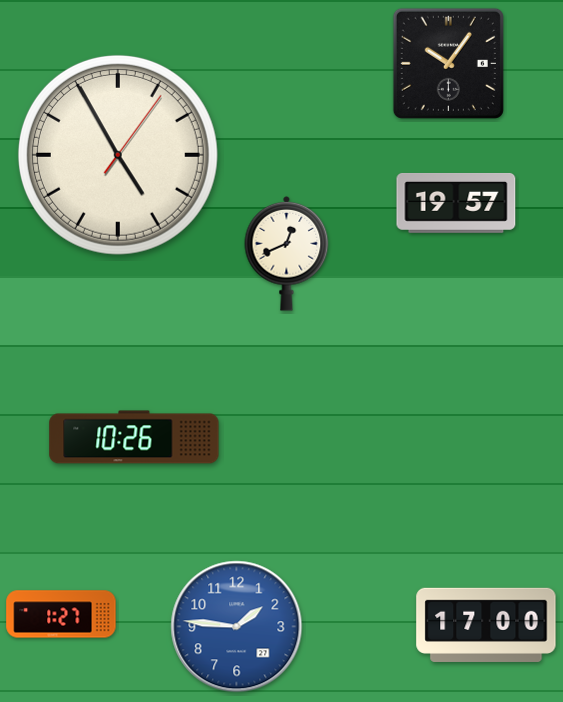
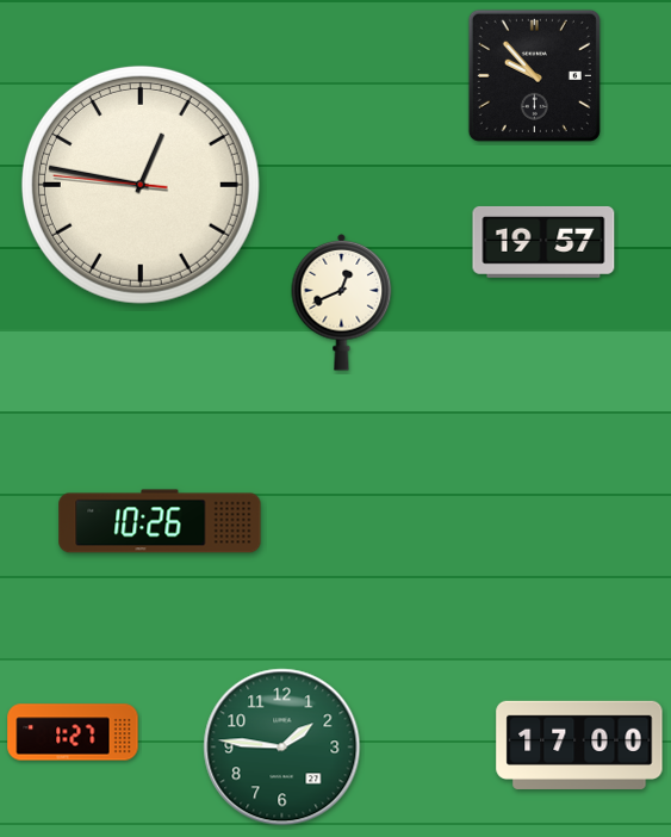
clock at (448, 63): 10:06 -> 9:53
clock at (118, 155): 4:55 -> 12:46
clock at (237, 627) dial: blue -> green
